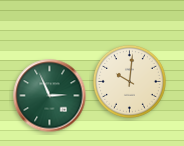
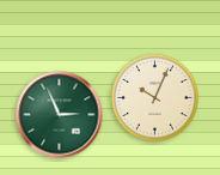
clock at (130, 82): 10:01 -> 10:04
